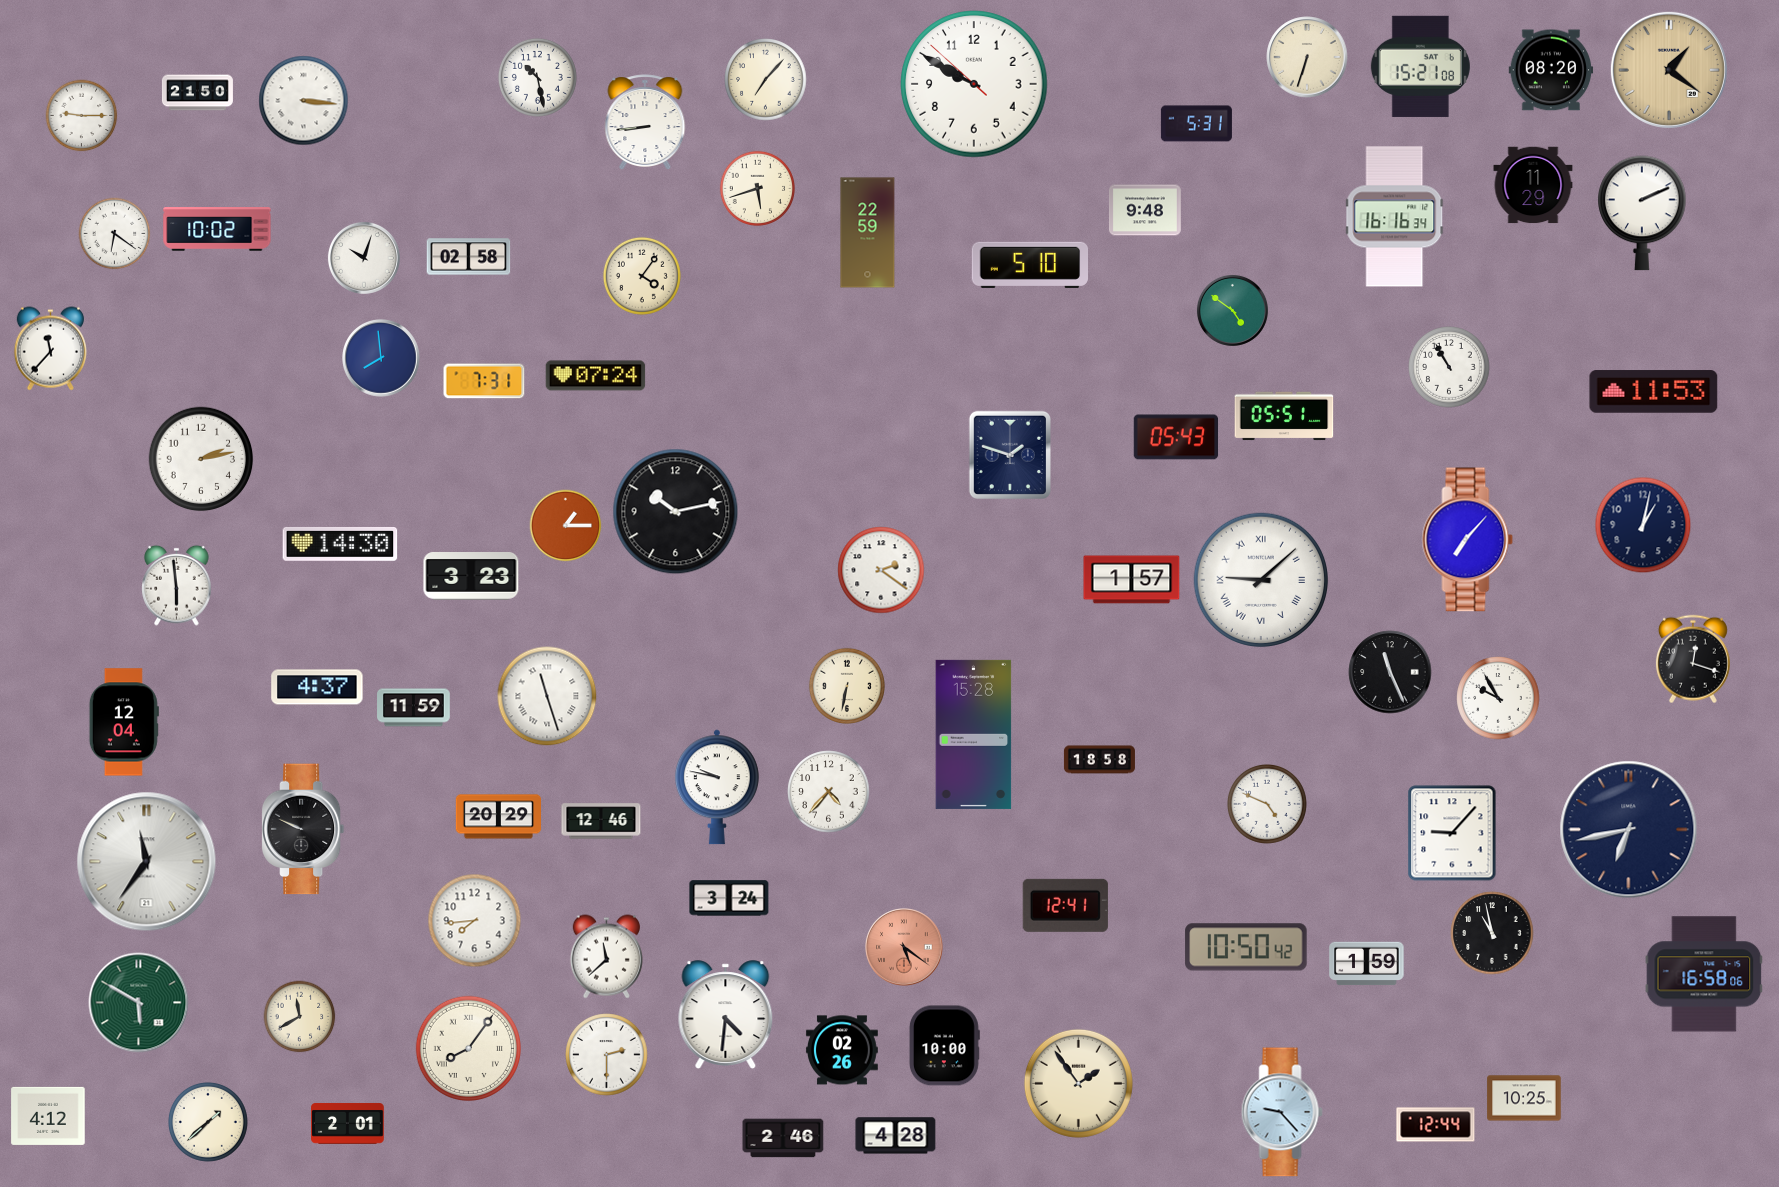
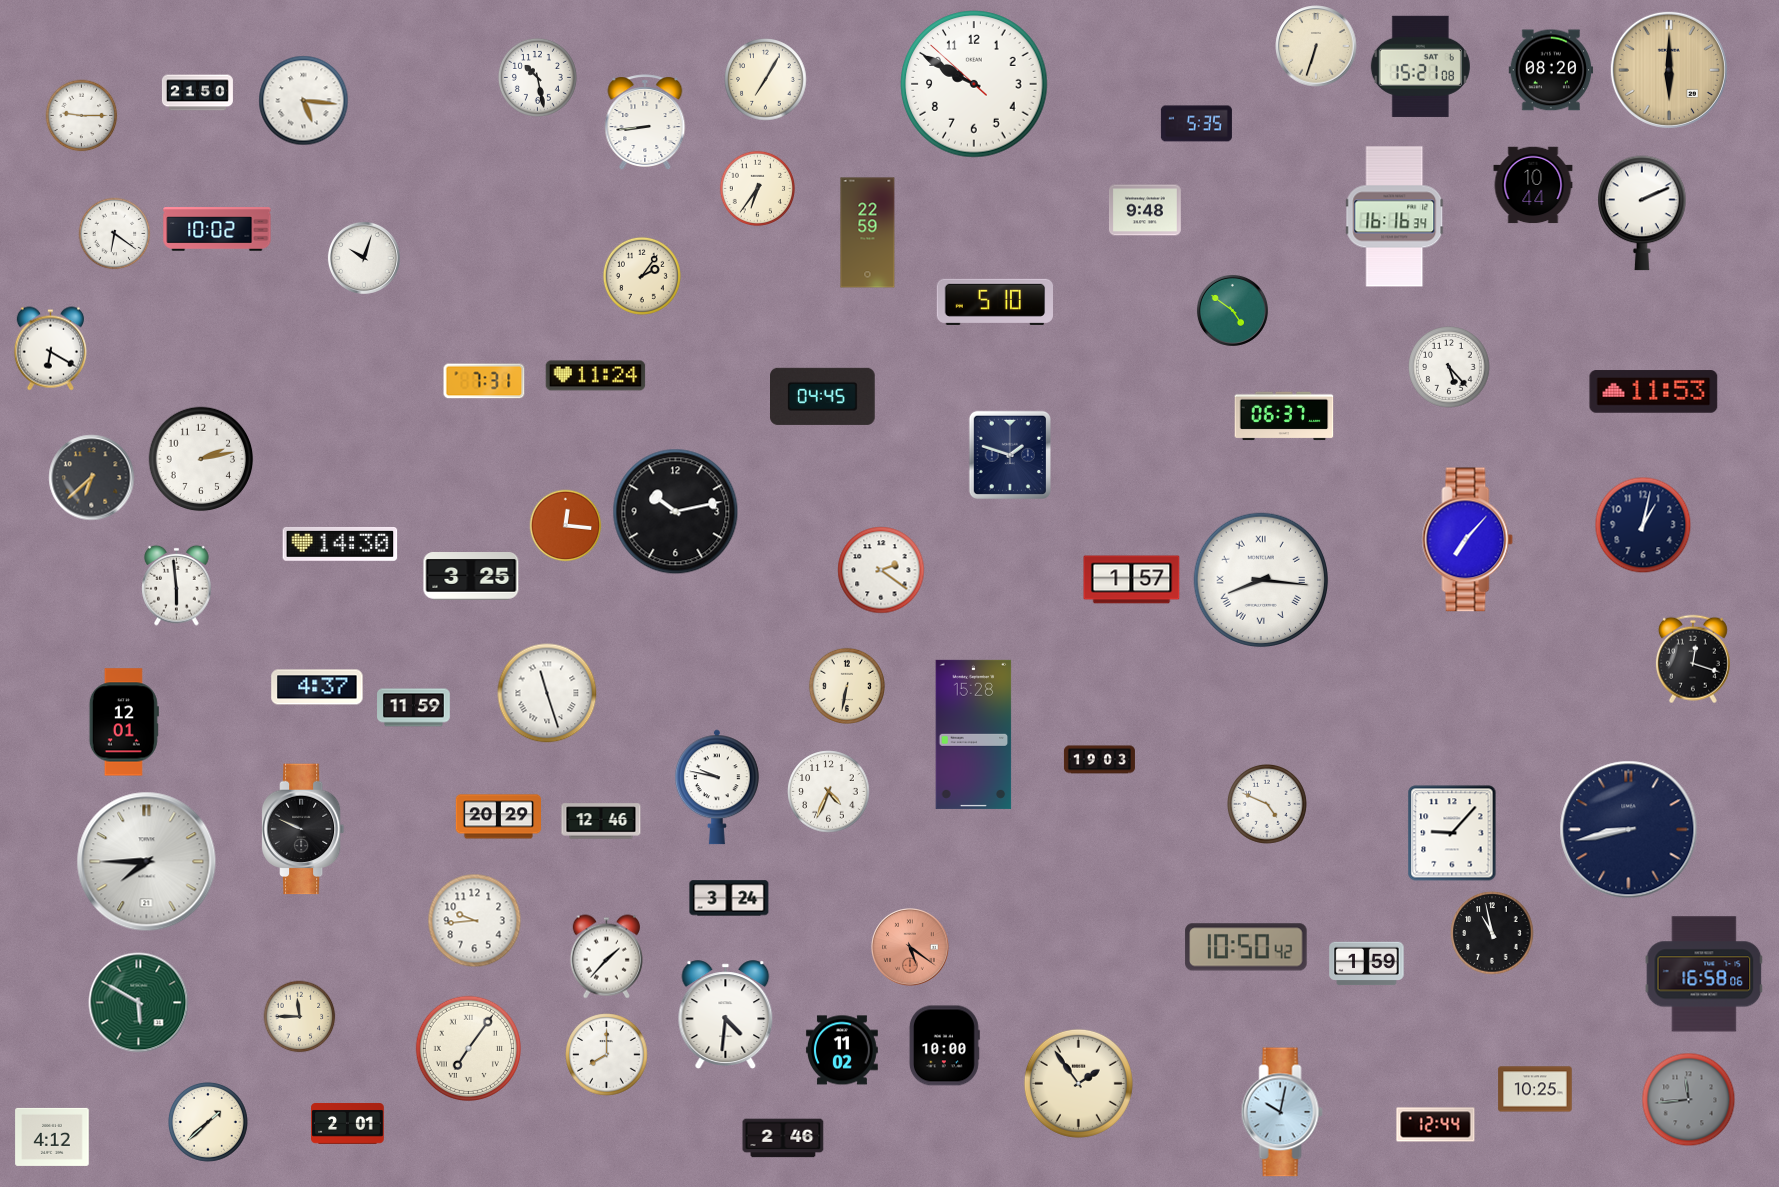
clock at (1307, 57) position: (1307, 57) -> (1316, 46)
clock at (1669, 70): 1:21 -> 6:00
clock at (766, 80): 7:07 -> 7:05
clock at (304, 101): 3:16 -> 5:16
clock at (1196, 124): 5:31 -> 5:35
clock at (1533, 185): 11:29 -> 10:44
clock at (757, 188): 5:42 -> 6:36
clock at (469, 257): 02:58 -> none
clock at (1030, 265) position: (1030, 265) -> (995, 302)
clock at (642, 276): 4:06 -> 2:06
clock at (50, 349): 11:37 -> 6:20
clock at (381, 358): 7:59 -> none
clock at (1449, 367): 10:55 -> 5:23
clock at (596, 376): 07:24 -> 11:24
clock at (823, 396): none -> 04:45
clock at (1284, 416): 05:51 -> 06:37
clock at (1176, 437): 05:43 -> none
clock at (92, 478): none -> 6:38
clock at (566, 526): 1:15 -> 12:16
clock at (471, 577): 3:23 -> 3:25
clock at (1261, 580): 9:08 -> 8:16
clock at (1390, 672): 11:26 -> none
clock at (547, 696) position: (547, 696) -> (547, 693)
clock at (1498, 698): 9:55 -> none
clock at (124, 722): 12:04 -> 12:01
clock at (1099, 760): 18:58 -> 19:03
clock at (829, 792): 4:37 -> 4:34
clock at (1629, 830): 6:43 -> 8:43
clock at (147, 862): 11:36 -> 7:45
clock at (1065, 905): 12:41 -> none
clock at (475, 921): 7:44 -> 9:44
clock at (904, 947) position: (904, 947) -> (910, 947)
clock at (606, 957): 11:38 -> 1:37
clock at (300, 1017): 11:40 -> 11:45
clock at (468, 1048): 8:06 -> 7:06
clock at (842, 1050): 02:26 -> 11:02
clock at (607, 1055): 2:30 -> 8:00
clock at (1524, 1098) position: (1524, 1098) -> (1535, 1089)
clock at (1689, 1100): none -> 11:44
clock at (1282, 1112): 9:23 -> 10:02
clock at (48, 1116) position: (48, 1116) -> (52, 1137)
clock at (896, 1136): 4:28 -> none
